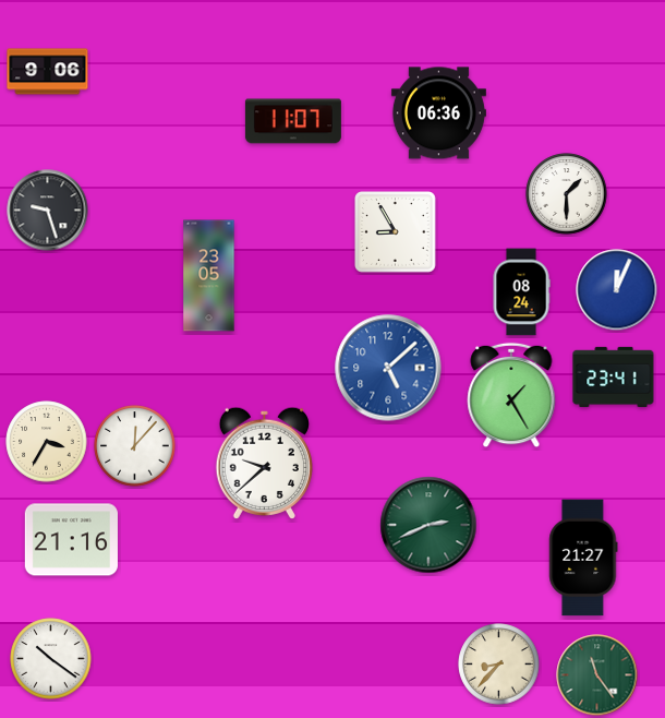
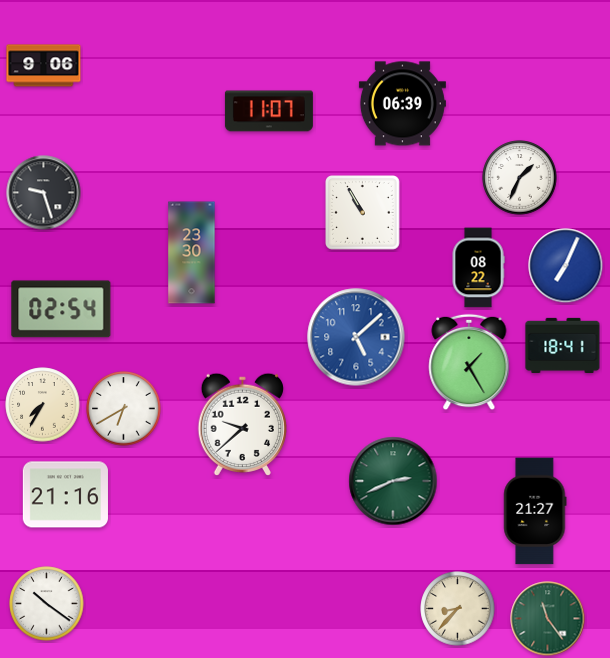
clock at (438, 113): 06:36 -> 06:39
clock at (567, 194): 1:30 -> 1:34
clock at (396, 232): 8:55 -> 10:55
clock at (209, 276): 23:05 -> 23:30
clock at (617, 290): 12:04 -> 7:04
clock at (521, 292): 08:24 -> 08:22
clock at (61, 309): none -> 02:54
clock at (614, 376): 23:41 -> 18:41
clock at (47, 442): 3:35 -> 7:35
clock at (135, 446): 12:07 -> 6:40
